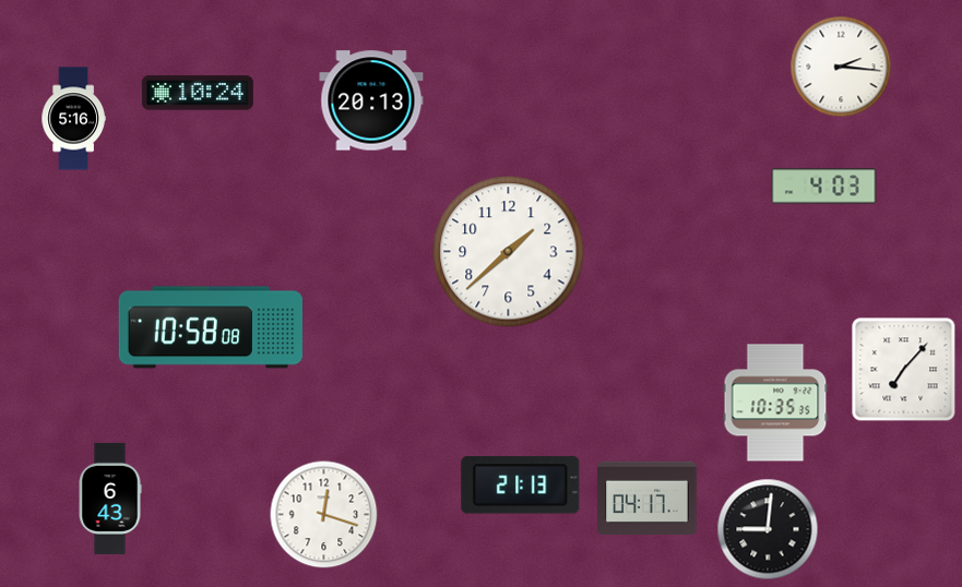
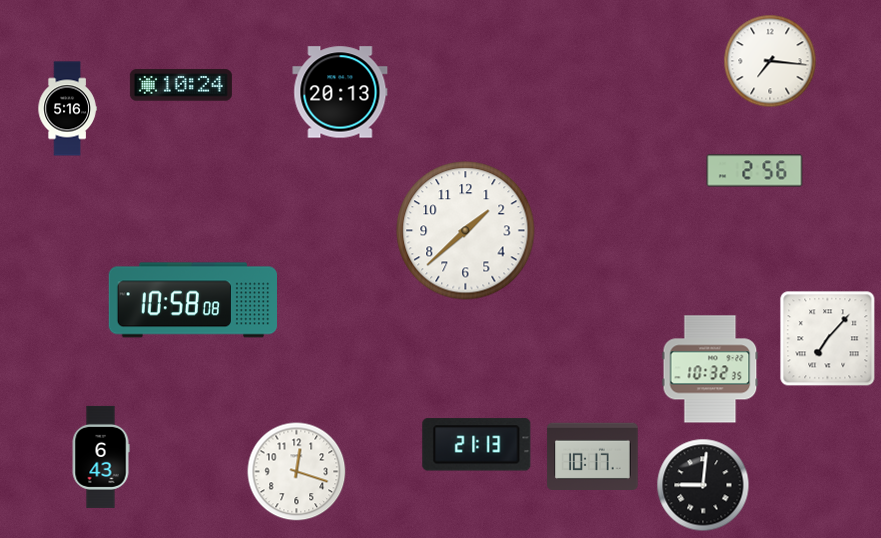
clock at (841, 67): 2:16 -> 7:16
clock at (824, 187): 4:03 -> 2:56
clock at (775, 403): 10:35 -> 10:32
clock at (648, 498): 04:17 -> 10:17
